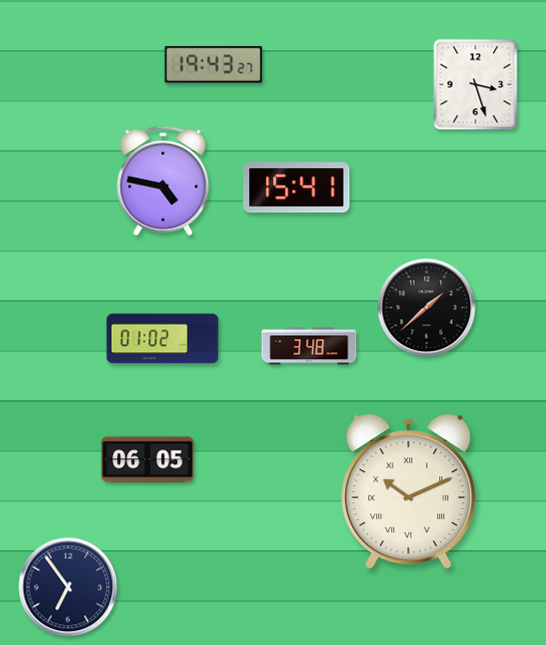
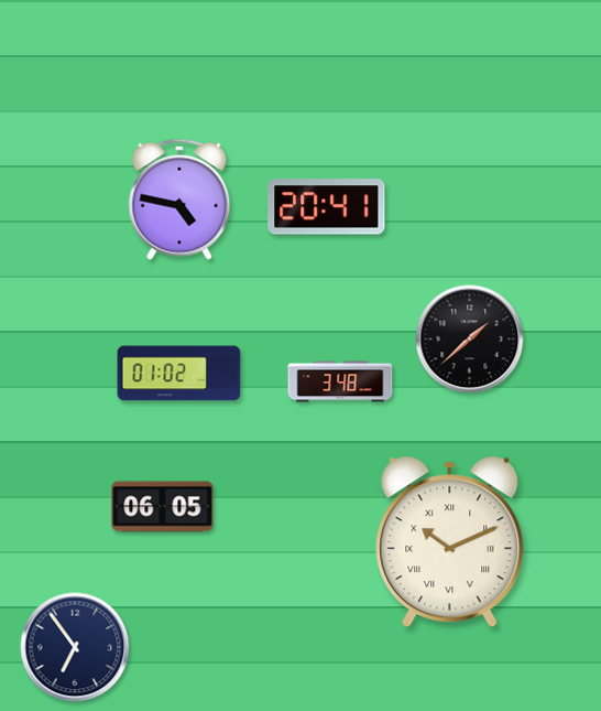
clock at (214, 64): 19:43 -> none
clock at (476, 85): 3:27 -> none
clock at (297, 188): 15:41 -> 20:41
